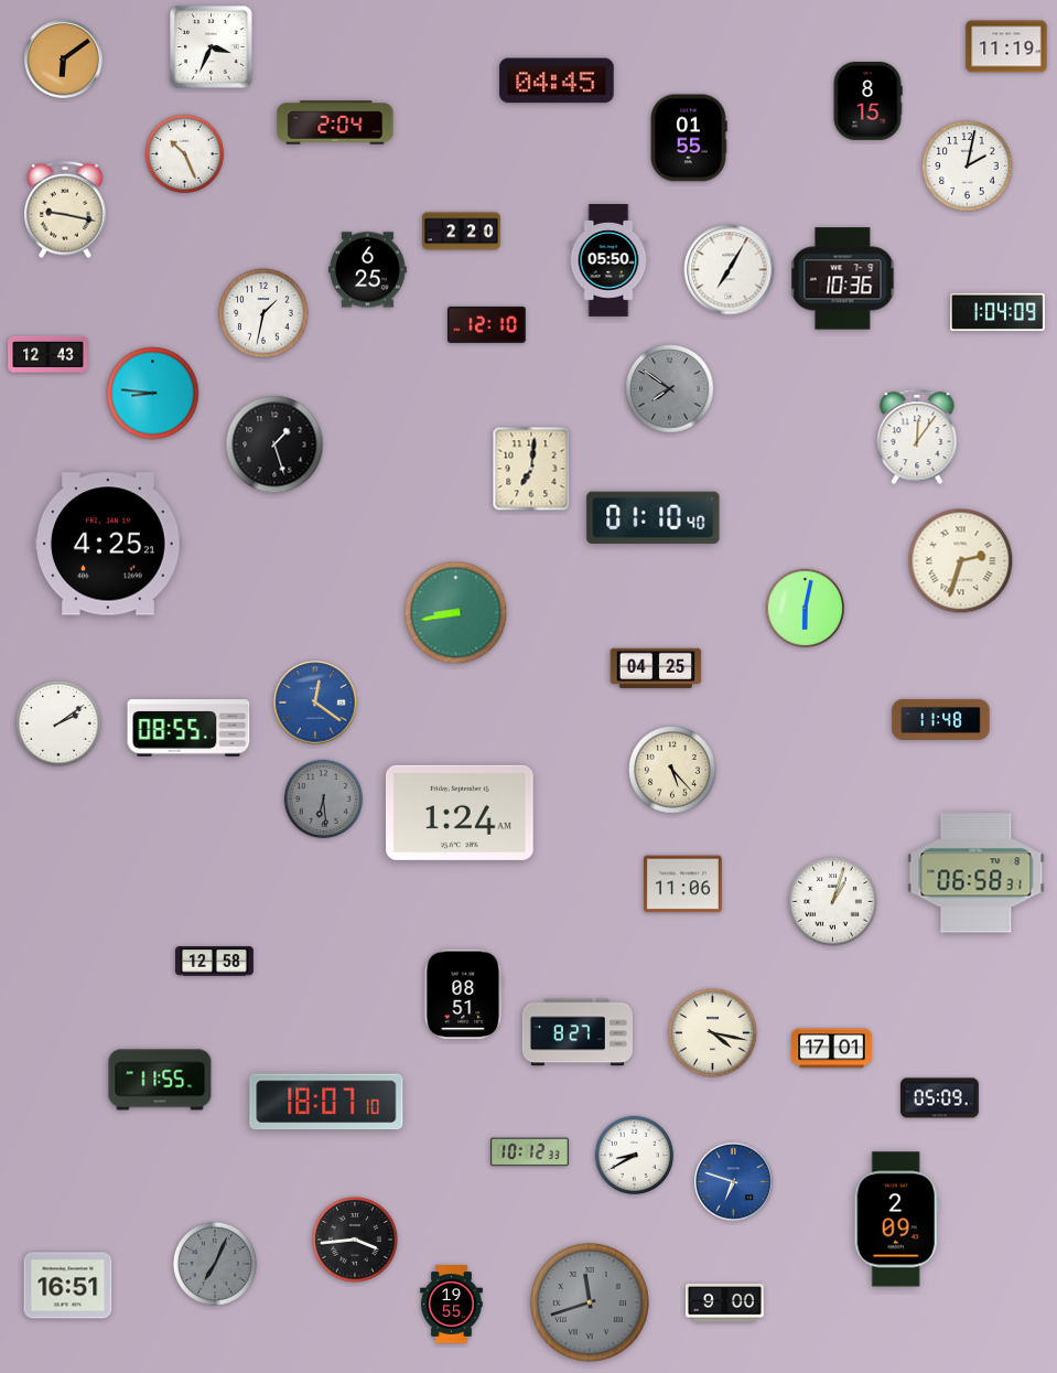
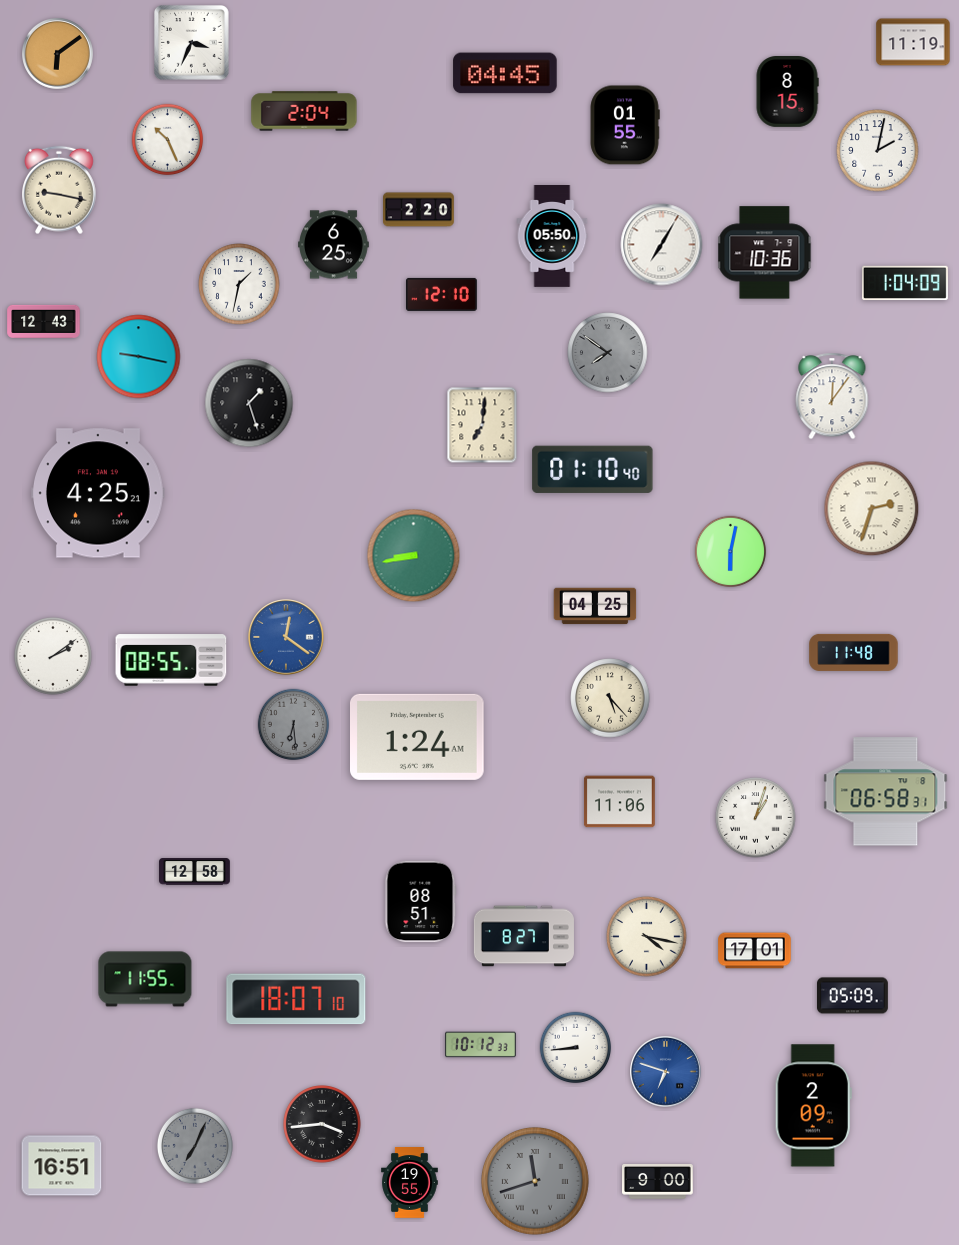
clock at (153, 394): 8:46 -> 9:17
clock at (635, 1156): 8:40 -> 8:44
